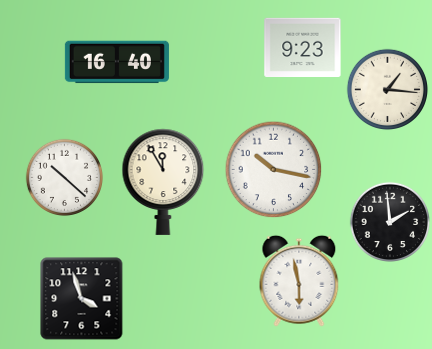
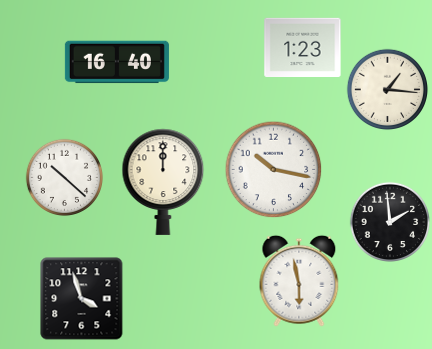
clock at (303, 47): 9:23 -> 1:23
clock at (163, 182): 11:55 -> 12:00
